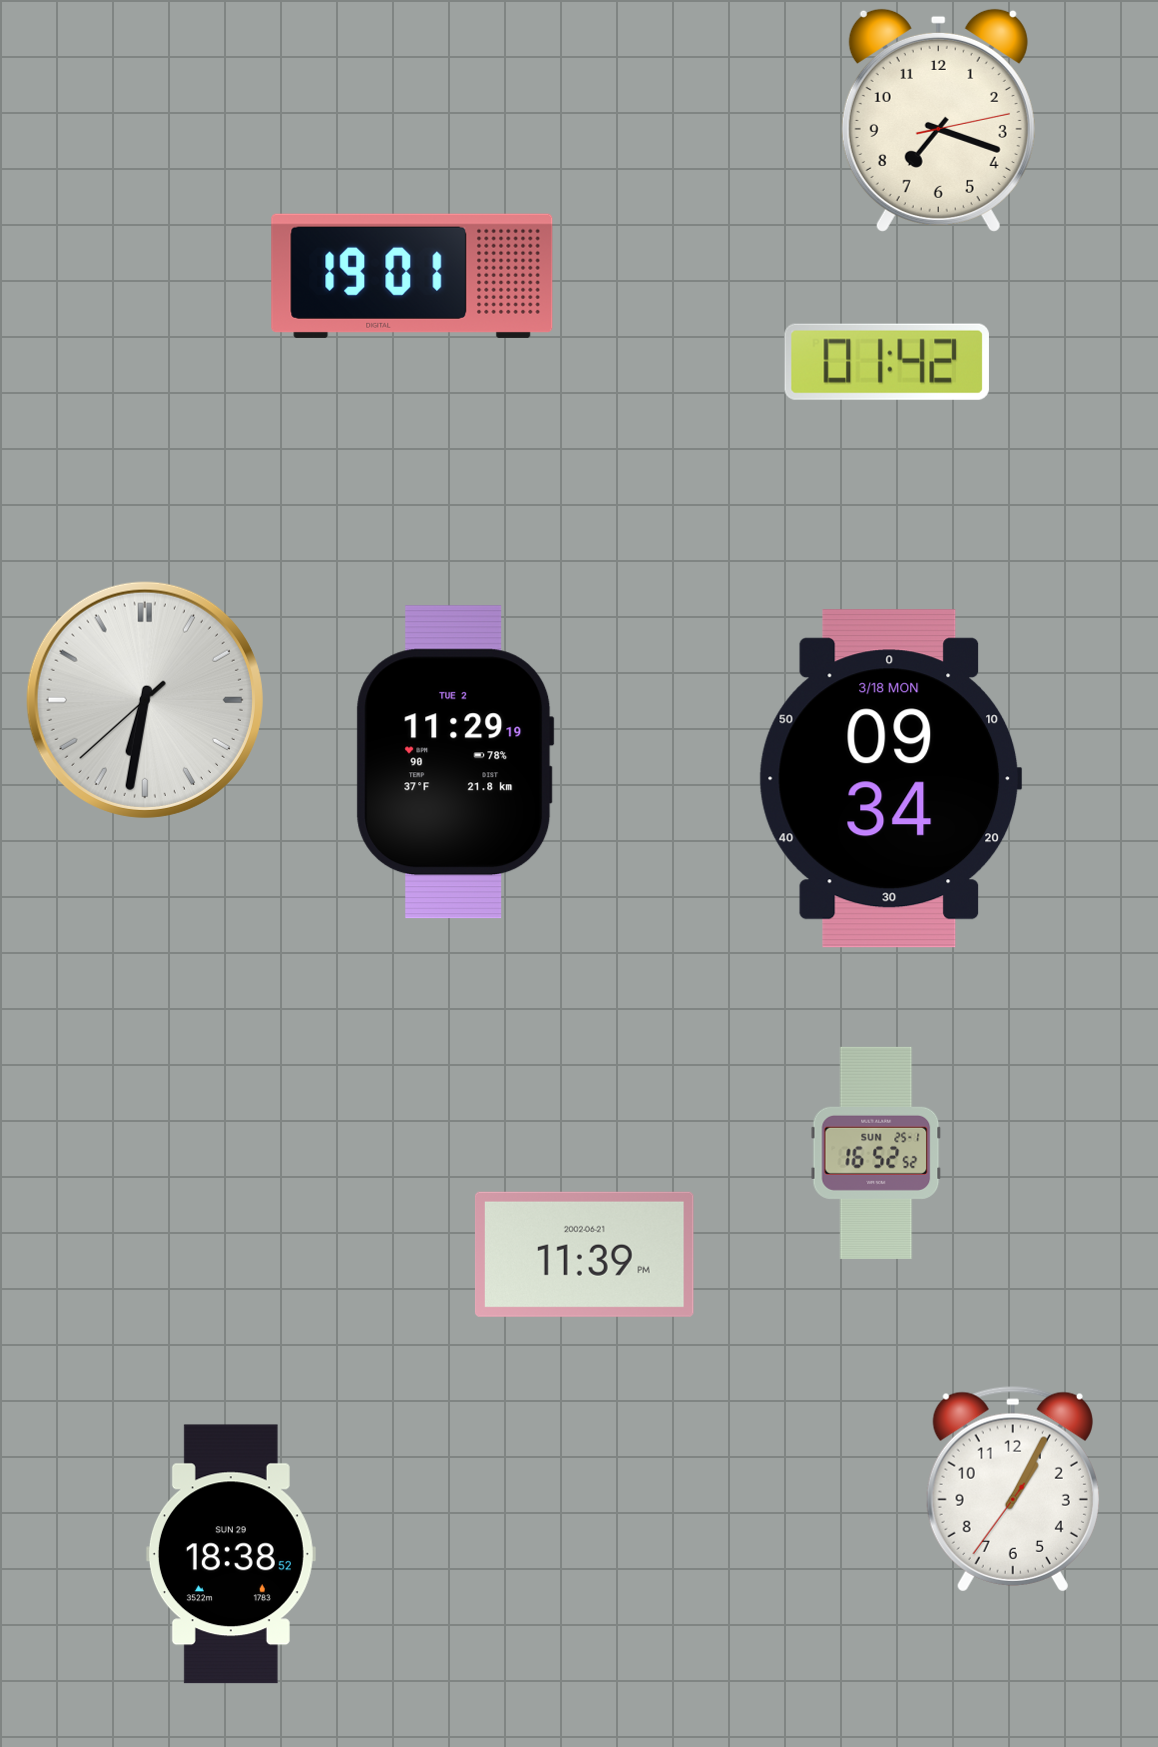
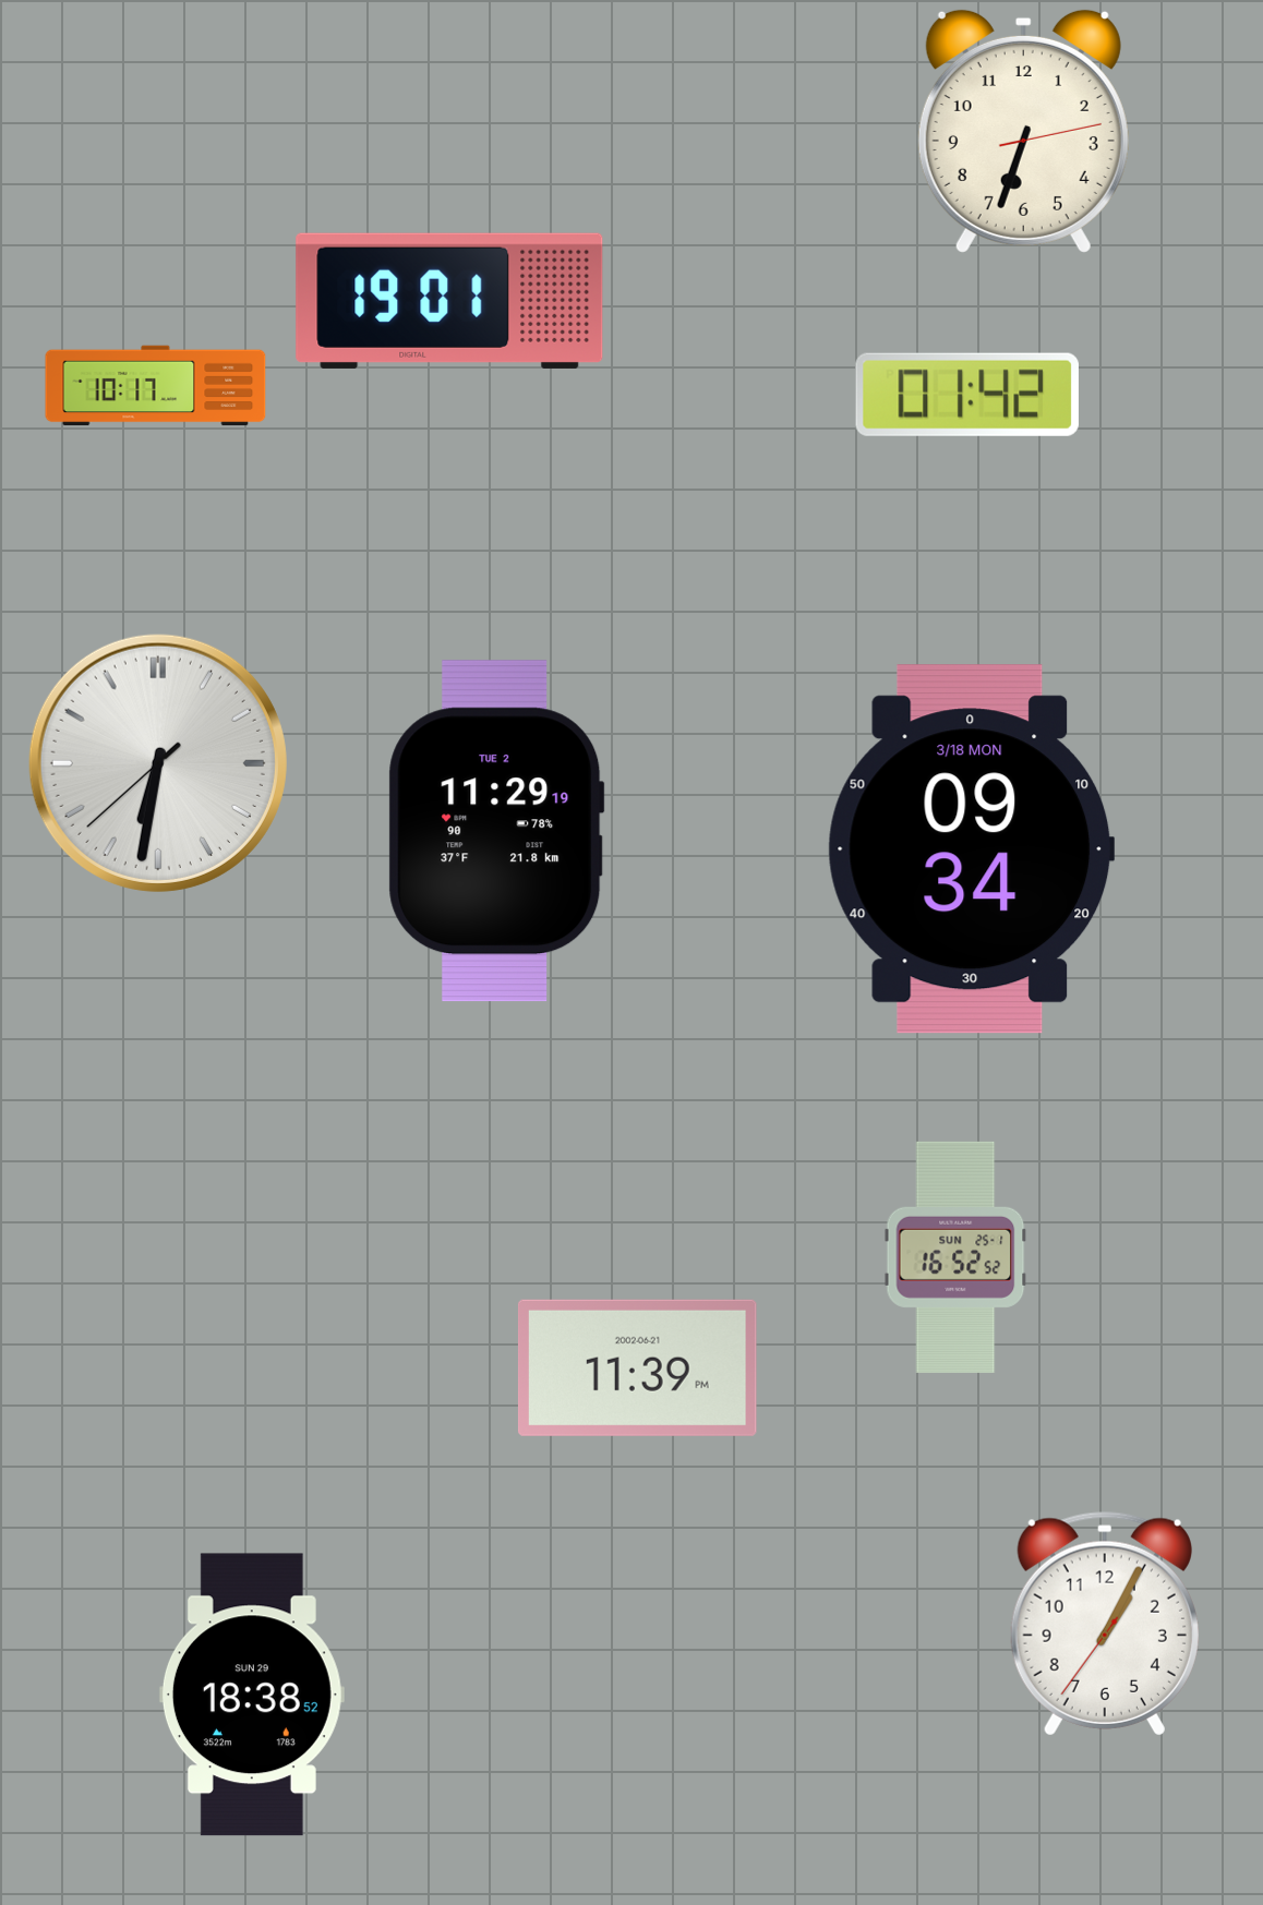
clock at (938, 120): 7:18 -> 6:33
clock at (156, 386): none -> 10:17
